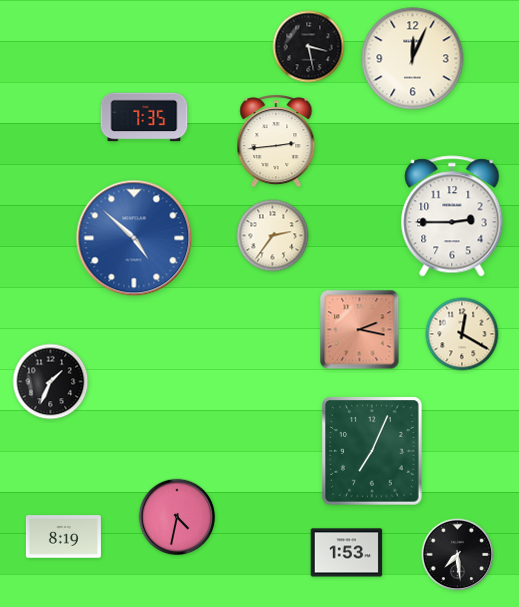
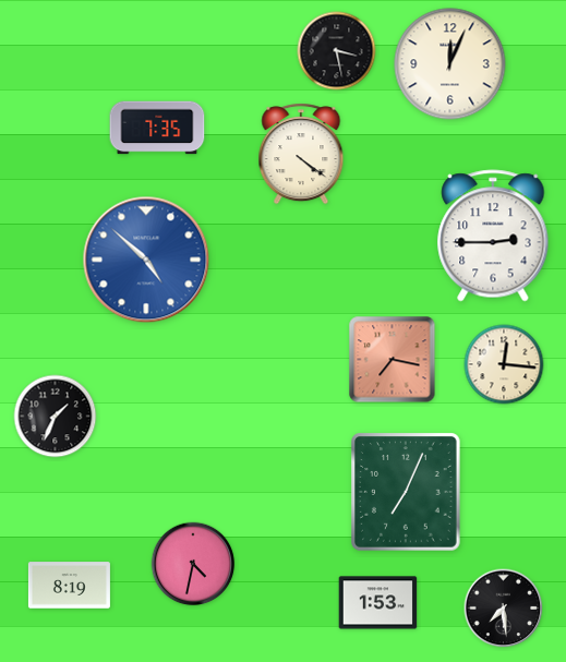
clock at (276, 141): 2:44 -> 4:21
clock at (273, 236): 2:36 -> none
clock at (360, 330): 2:17 -> 7:17
clock at (462, 334): 12:20 -> 12:16
clock at (458, 555) position: (458, 555) -> (504, 609)
